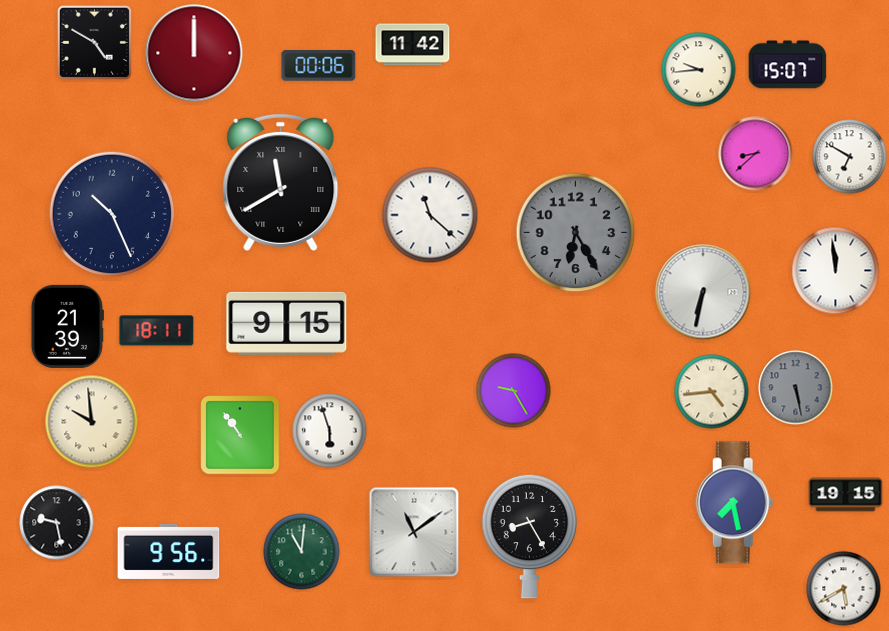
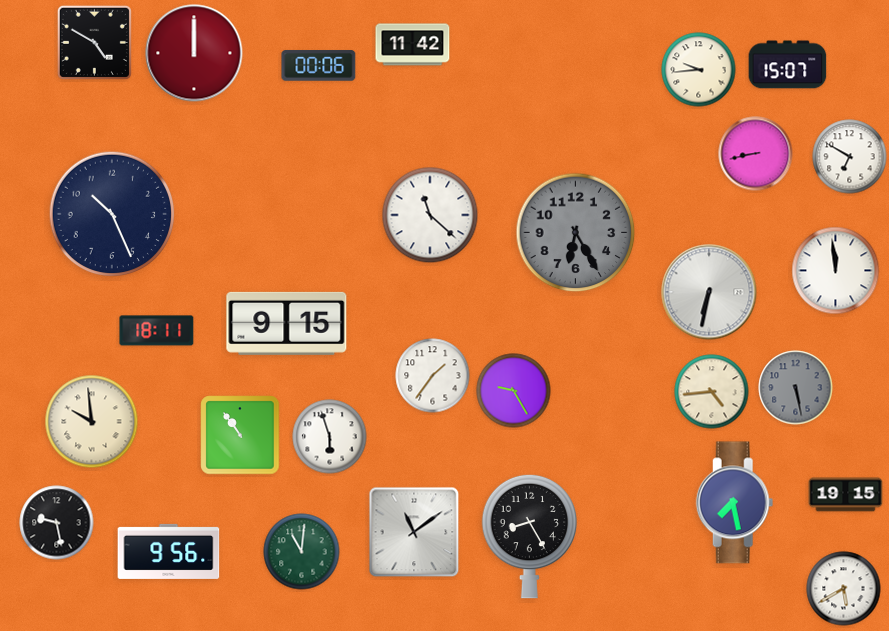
clock at (756, 154): 8:38 -> 8:43
clock at (281, 182): 11:40 -> none
clock at (703, 292) position: (703, 292) -> (709, 292)
clock at (67, 326): 21:39 -> none
clock at (433, 376): none -> 1:36
clock at (330, 431) position: (330, 431) -> (330, 437)
